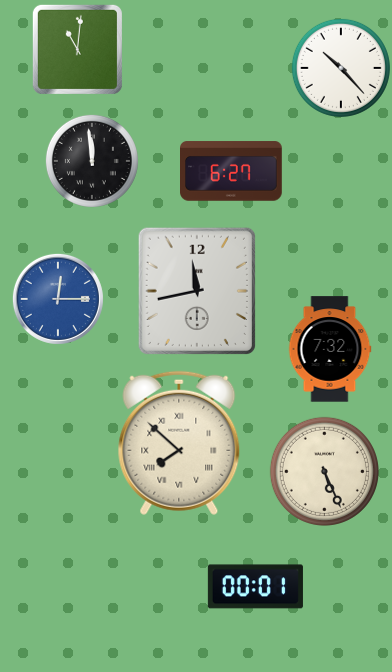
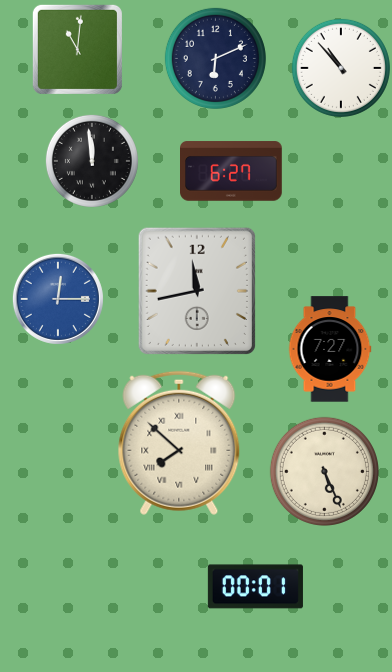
clock at (215, 58): none -> 6:11
clock at (341, 68): 10:23 -> 10:53
clock at (330, 349): 7:32 -> 7:27
